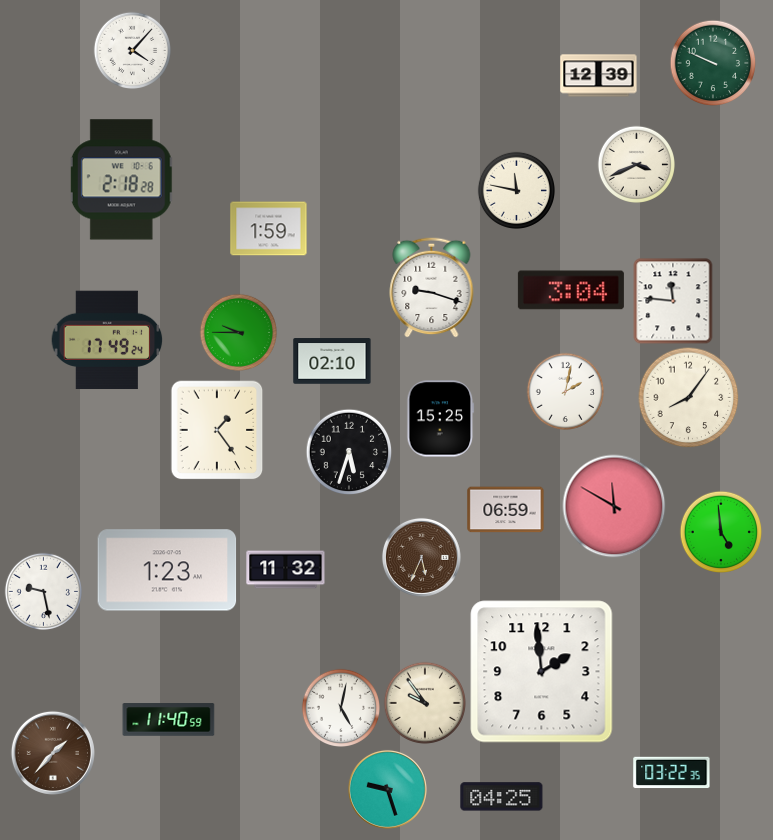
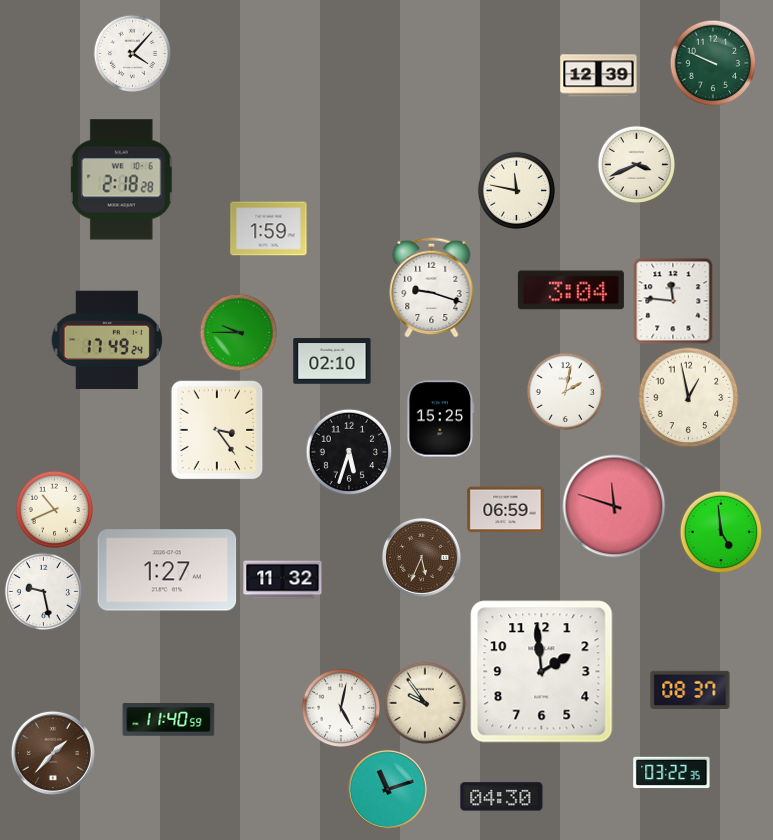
clock at (132, 50) position: (132, 50) -> (132, 53)
clock at (689, 398): 8:06 -> 12:58
clock at (217, 430): 1:24 -> 3:24
clock at (614, 506): 11:50 -> 11:48
clock at (54, 509): none -> 10:41
clock at (167, 570): 1:23 -> 1:27
clock at (286, 570) position: (286, 570) -> (283, 580)
clock at (690, 689): none -> 08:37
clock at (387, 789): 9:27 -> 11:12
clock at (502, 797): 04:25 -> 04:30
